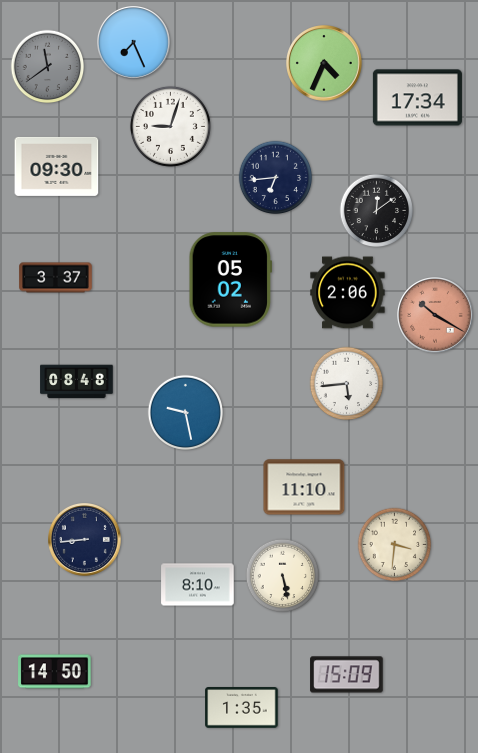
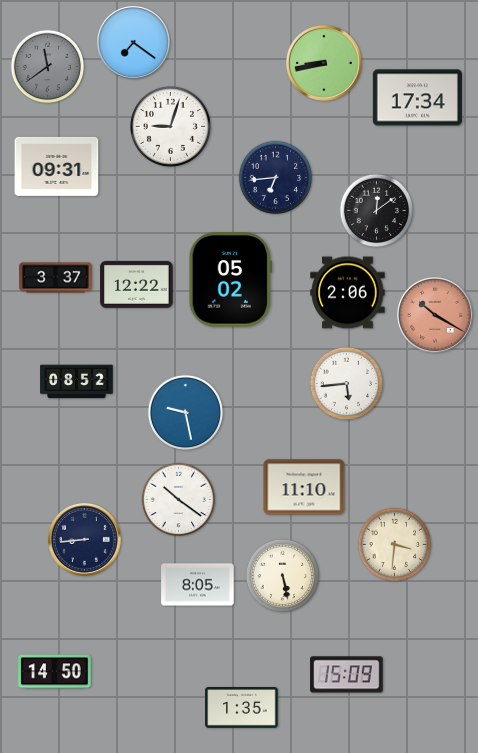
clock at (134, 43): 7:26 -> 7:21
clock at (325, 64): 4:34 -> 8:43
clock at (57, 166): 09:30 -> 09:31
clock at (137, 284): none -> 12:22
clock at (77, 382): 08:48 -> 08:52
clock at (179, 500): none -> 10:21
clock at (198, 585): 8:10 -> 8:05
